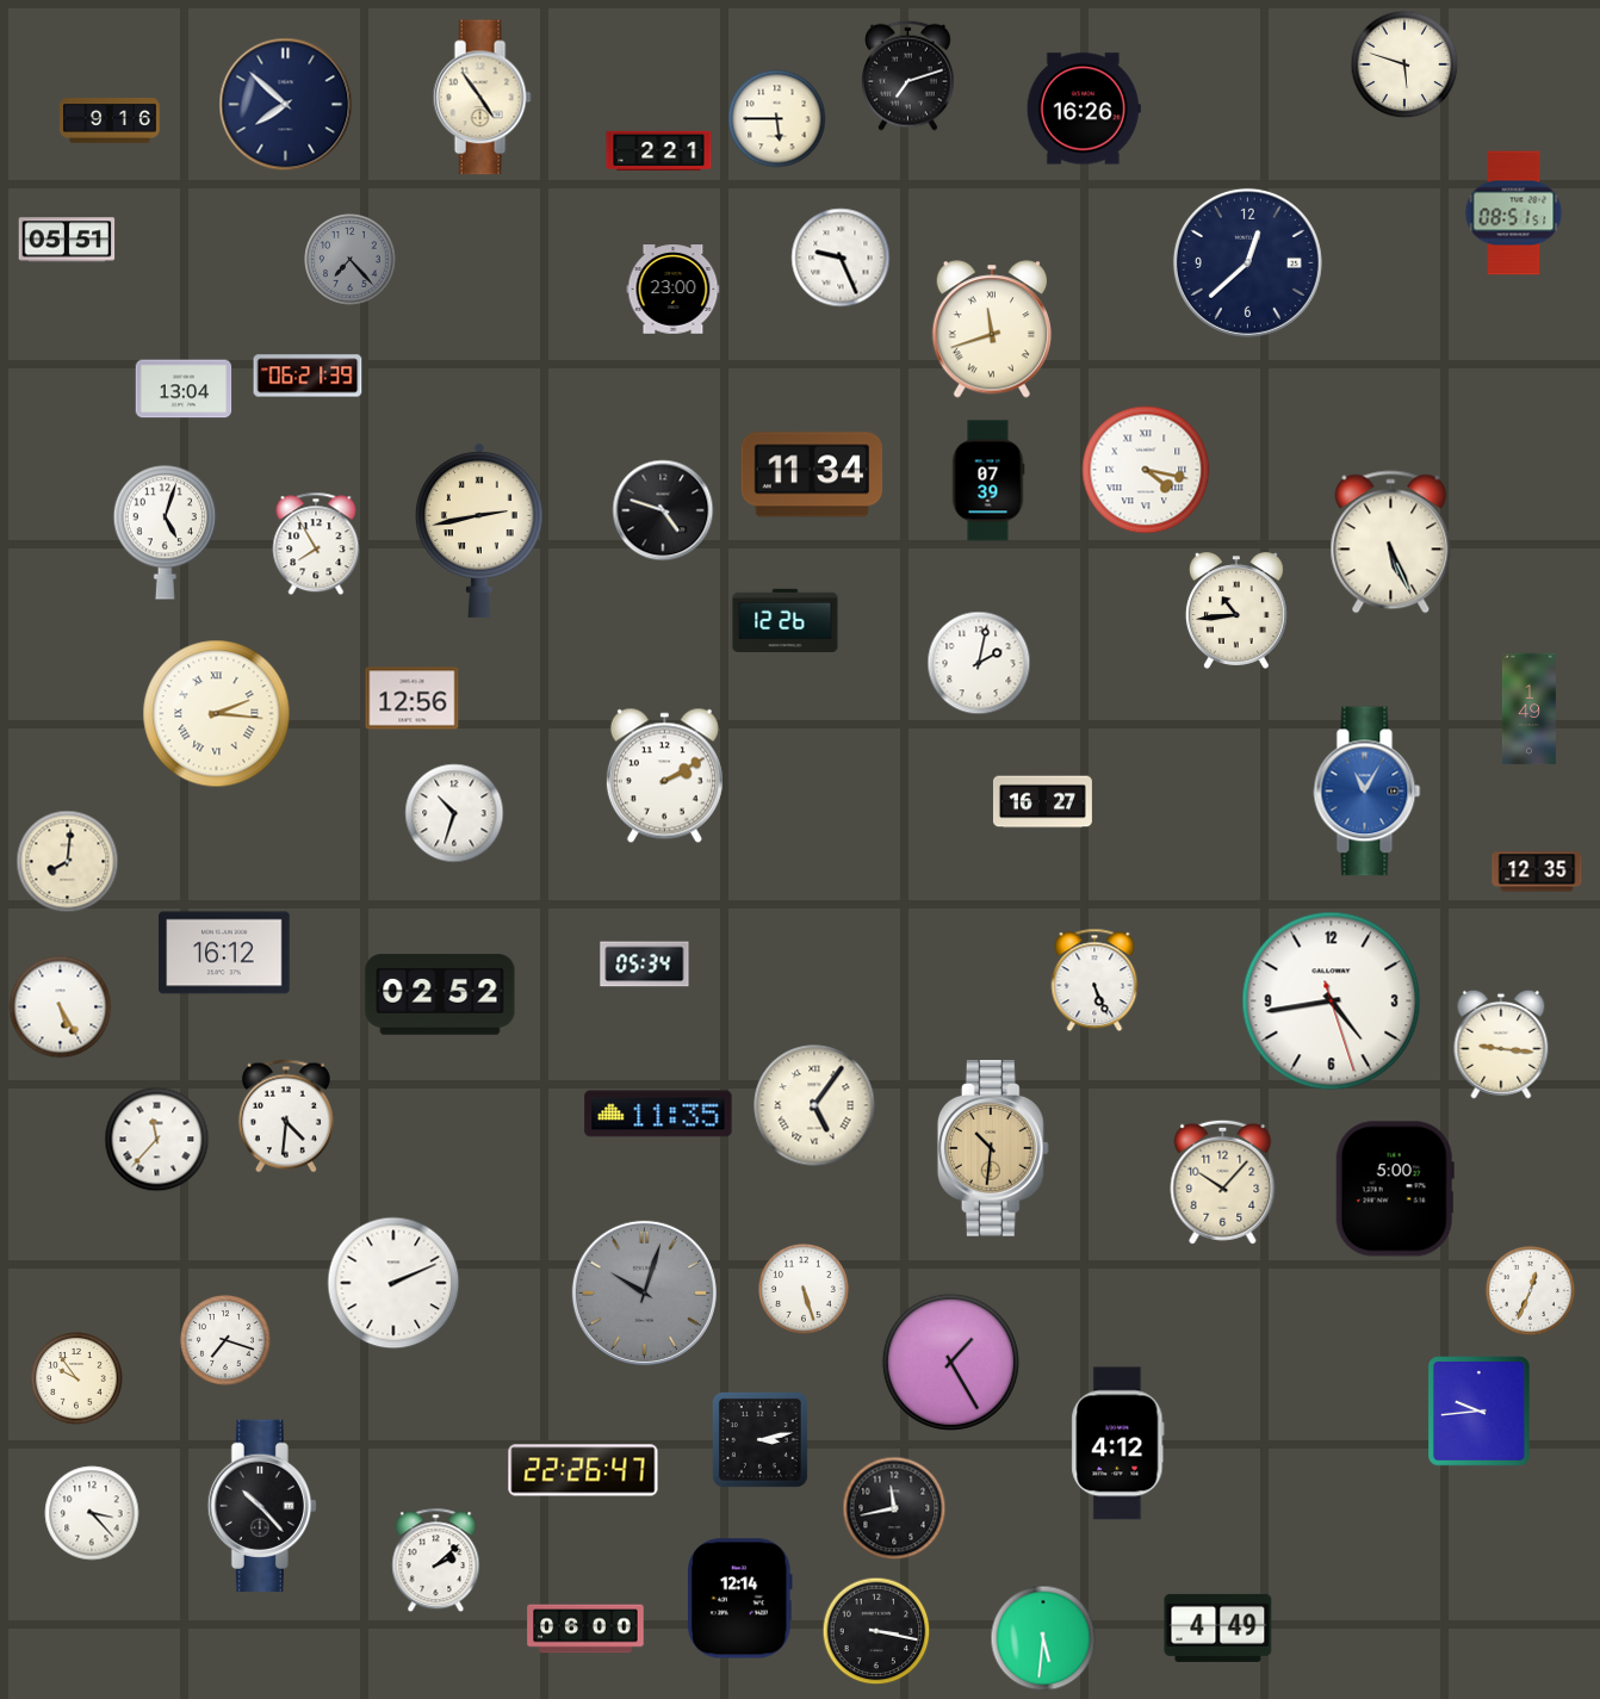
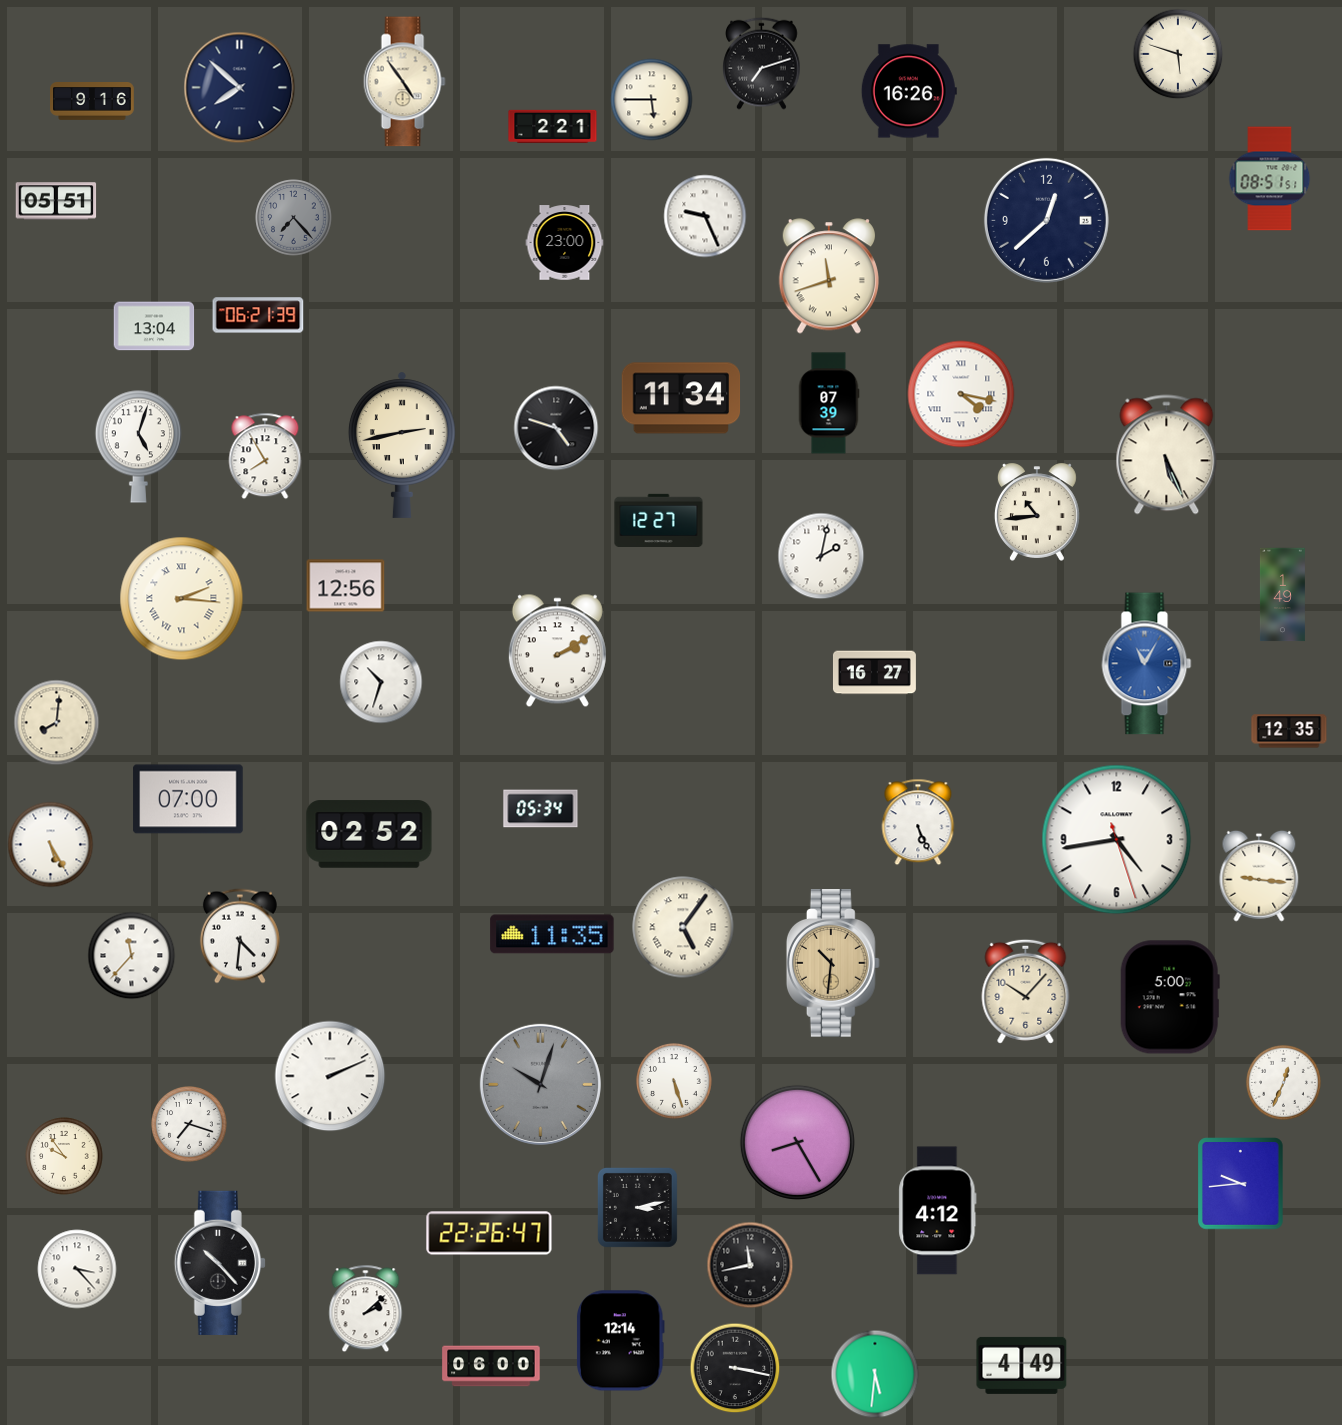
clock at (991, 329) position: (991, 329) -> (828, 276)
clock at (786, 620): 12:26 -> 12:27
clock at (224, 953): 16:12 -> 07:00
clock at (950, 1362): 1:25 -> 8:25
